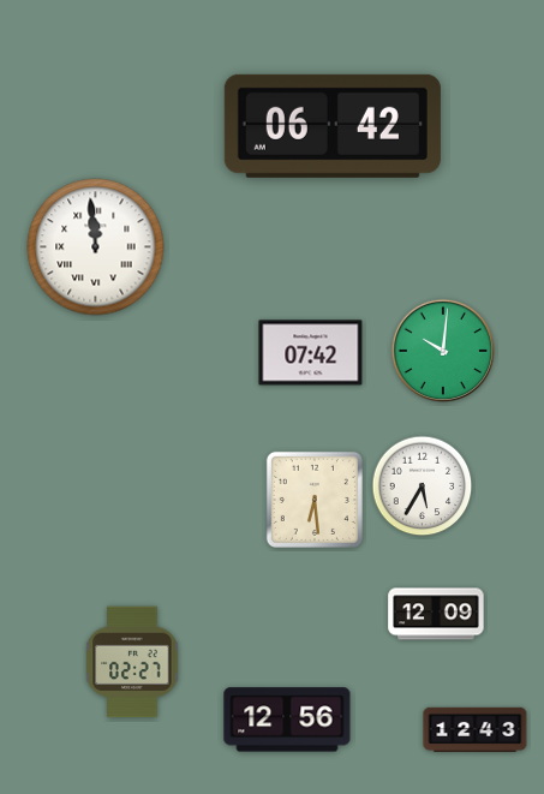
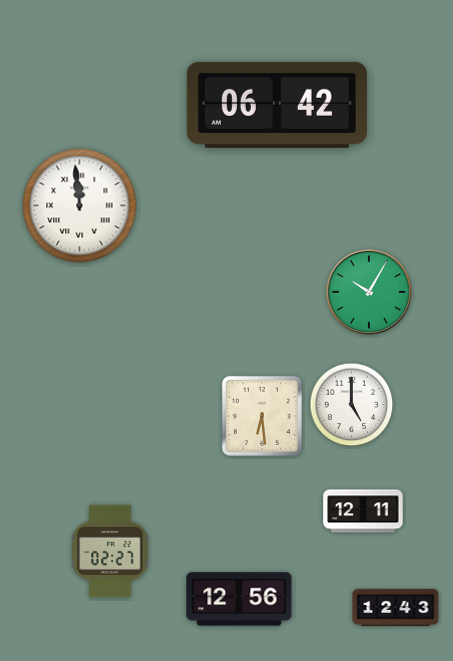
clock at (443, 351): 10:01 -> 10:05
clock at (311, 353): 07:42 -> none
clock at (423, 486): 5:35 -> 5:00
clock at (436, 614): 12:09 -> 12:11
